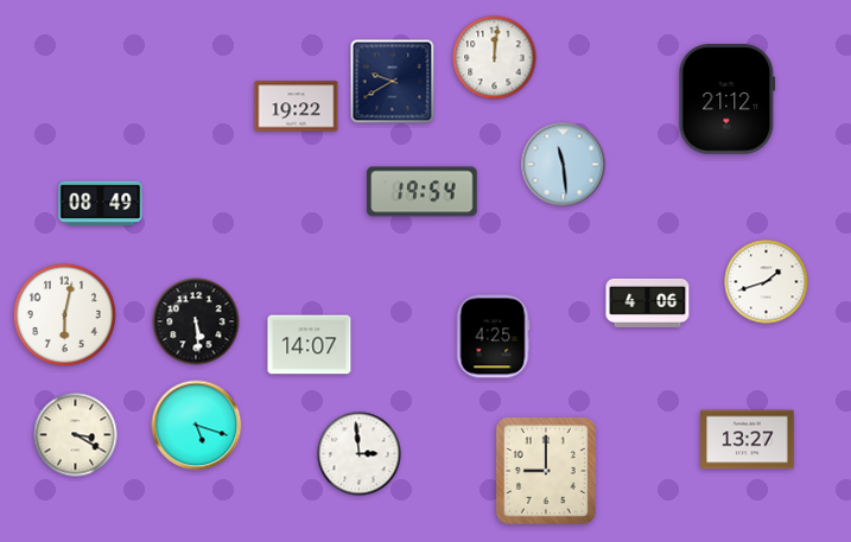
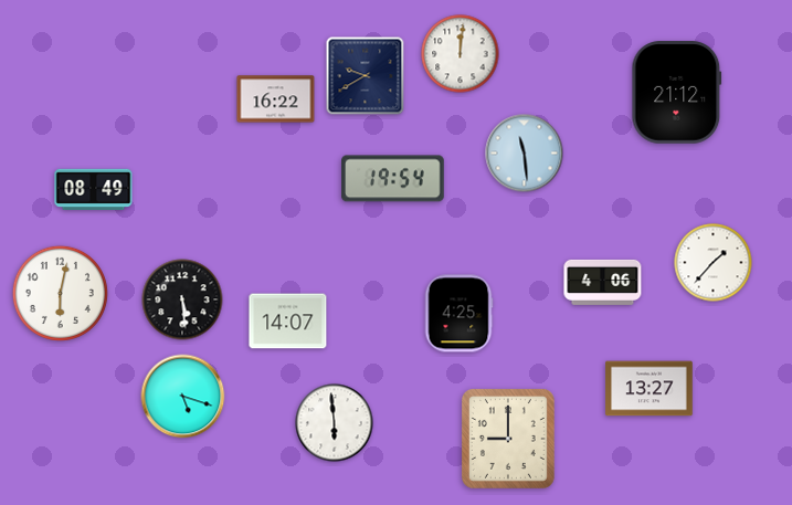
clock at (297, 107): 19:22 -> 16:22
clock at (767, 282): 1:42 -> 1:37
clock at (76, 435): 3:20 -> none
clock at (748, 440) position: (748, 440) -> (650, 389)
clock at (360, 454): 2:59 -> 5:59
